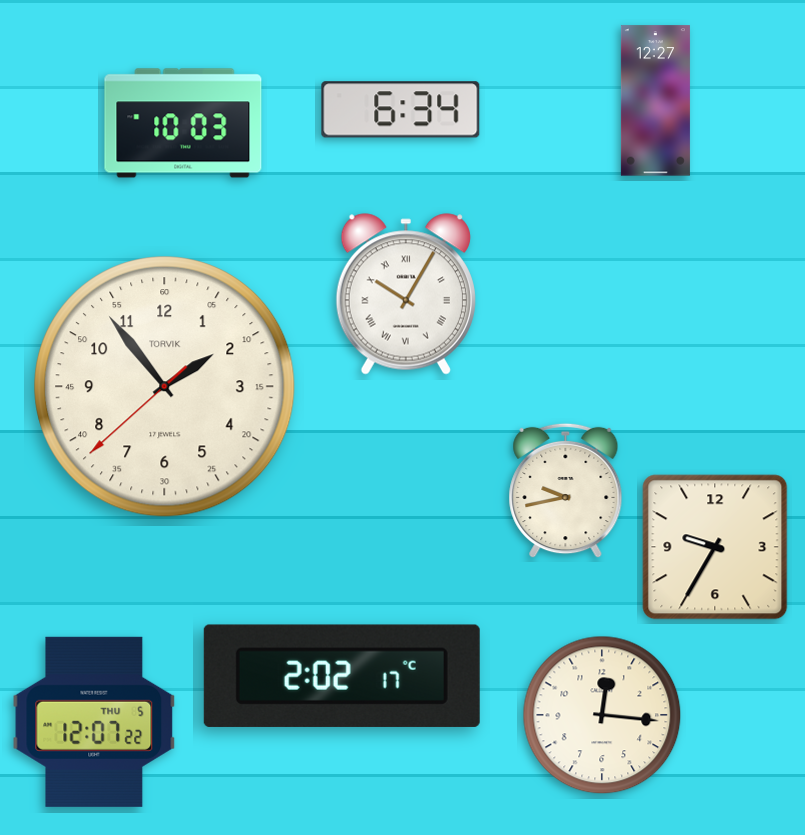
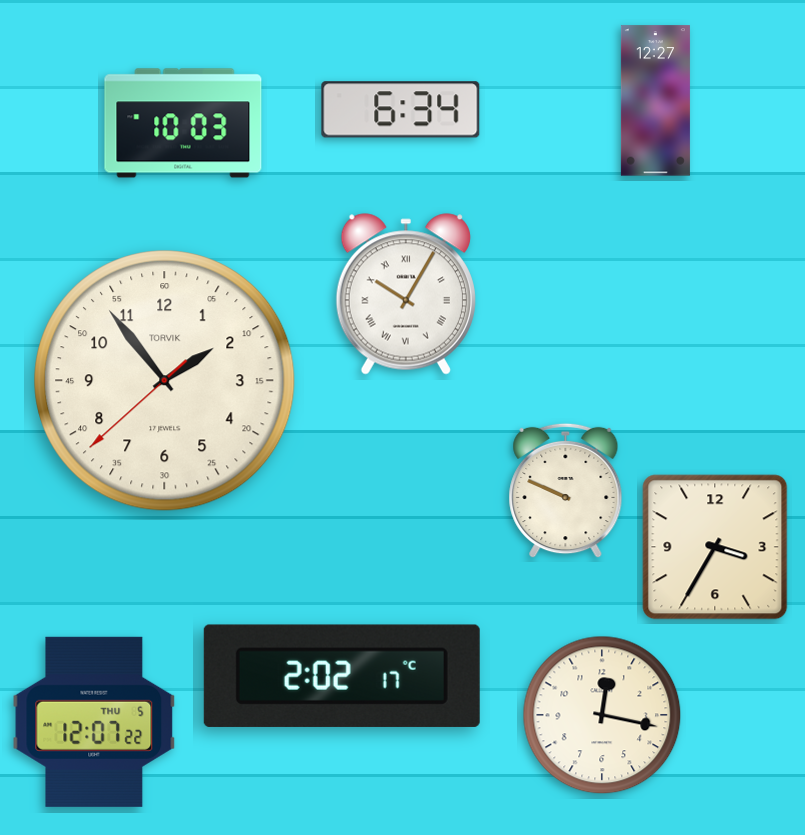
clock at (165, 387) position: (165, 387) -> (165, 381)
clock at (566, 491): 9:43 -> 9:49
clock at (715, 547): 9:35 -> 3:35
clock at (602, 715): 12:16 -> 12:17
